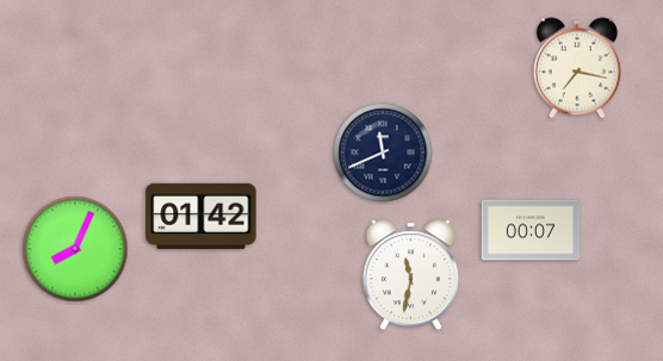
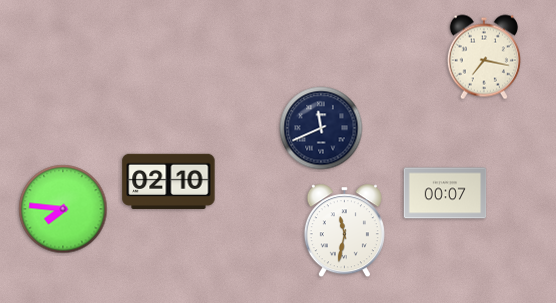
clock at (202, 216): 01:42 -> 02:10
clock at (75, 249): 8:04 -> 7:46
